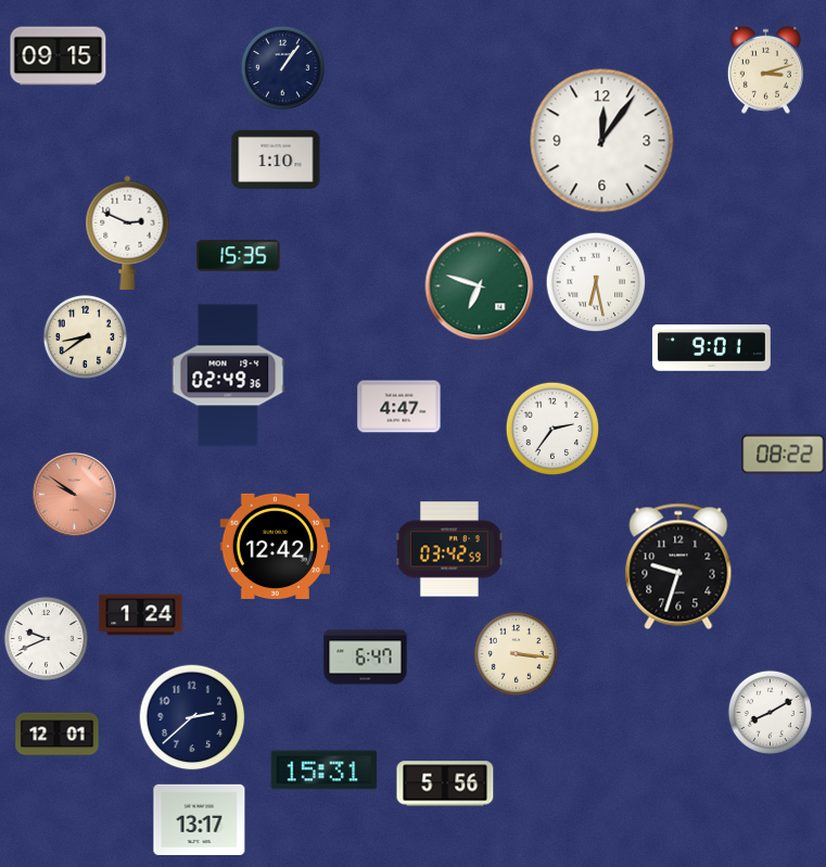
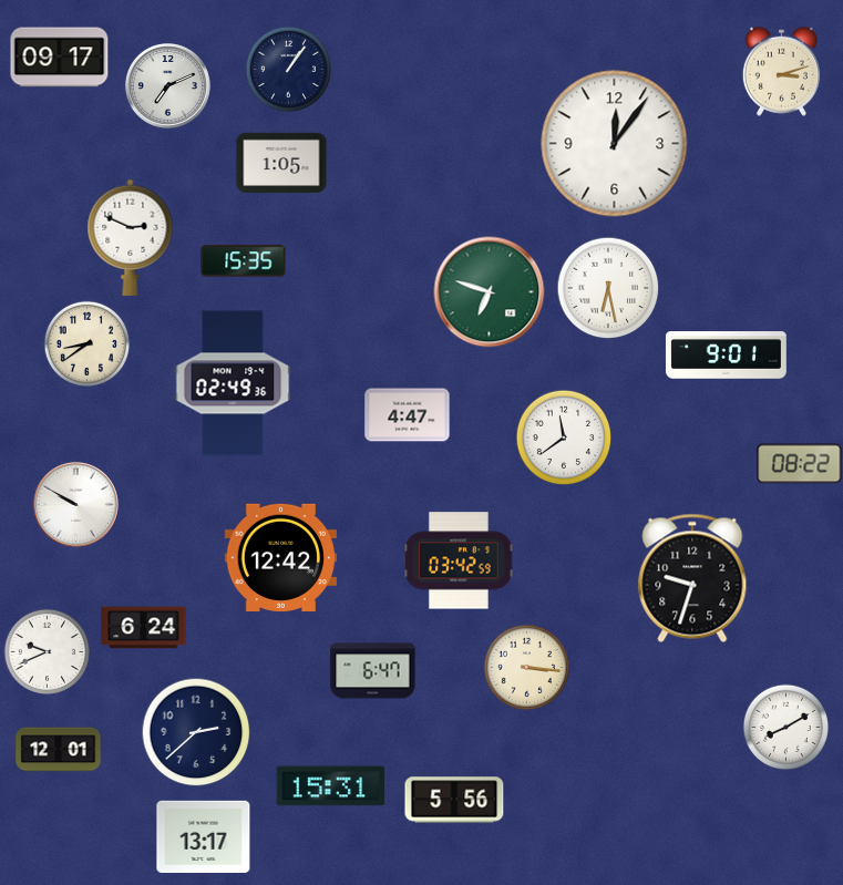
clock at (59, 56): 09:15 -> 09:17
clock at (167, 85): none -> 7:11
clock at (276, 160): 1:10 -> 1:05
clock at (552, 429): 2:36 -> 11:39
clock at (74, 494): 9:51 -> 9:50
clock at (74, 494) dial: salmon -> white
clock at (141, 615): 1:24 -> 6:24
